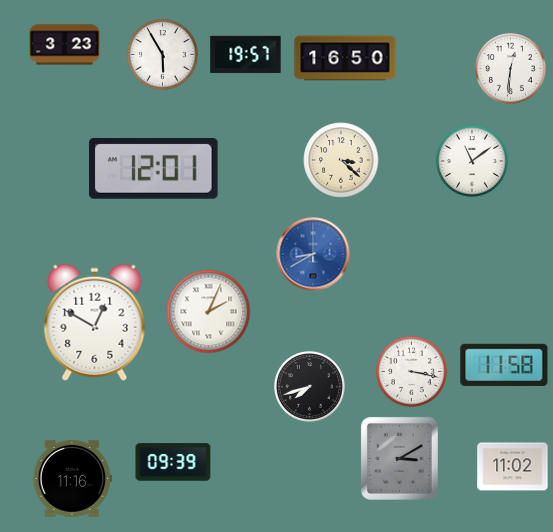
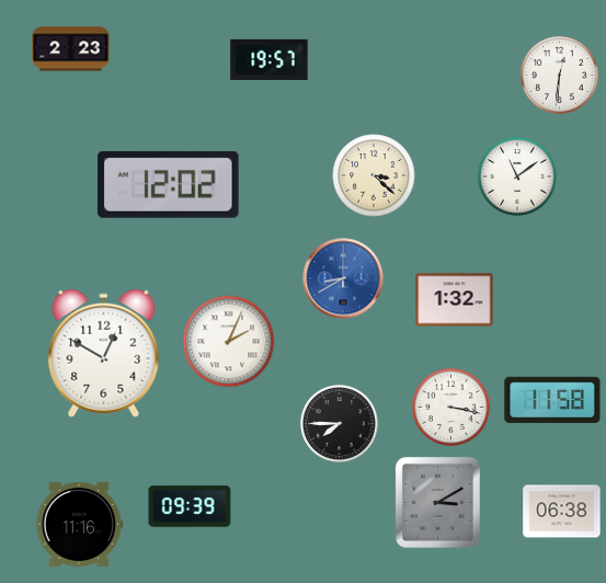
clock at (65, 45): 3:23 -> 2:23
clock at (163, 55): 5:55 -> none
clock at (345, 58): 16:50 -> none
clock at (154, 168): 12:01 -> 12:02
clock at (455, 300): none -> 1:32
clock at (310, 387): 7:42 -> 7:45
clock at (513, 467): 11:02 -> 06:38
